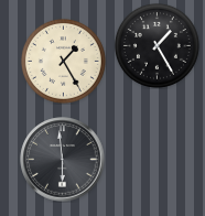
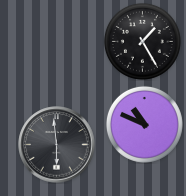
clock at (63, 61): 1:25 -> none
clock at (144, 124): none -> 10:49
